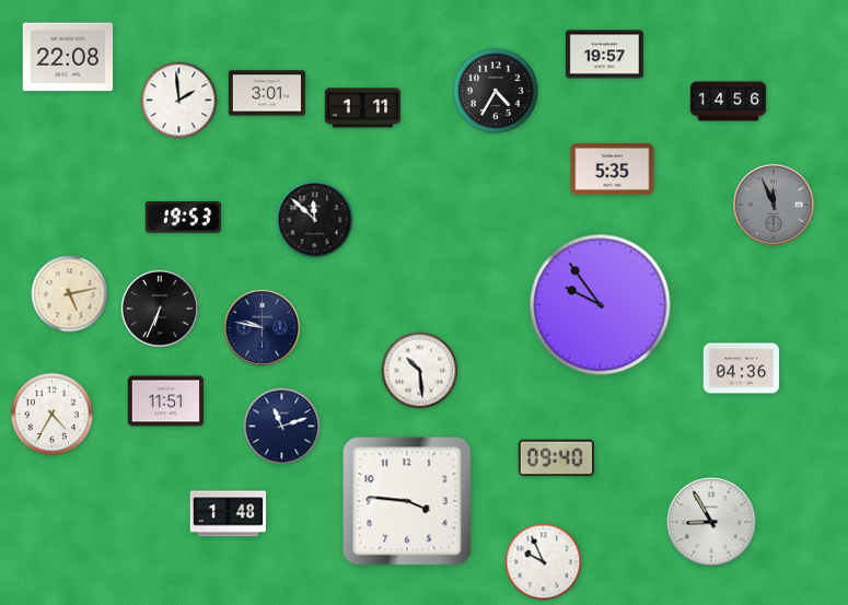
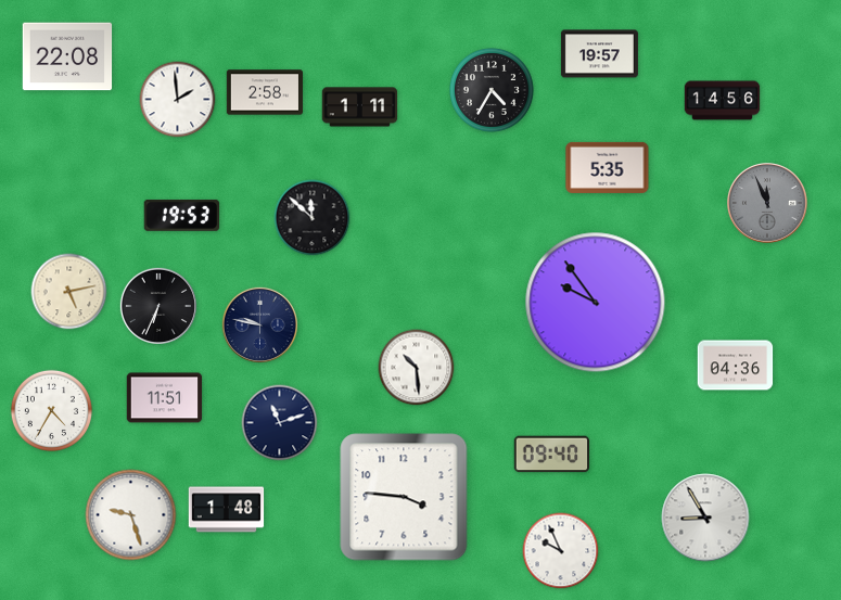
clock at (266, 93): 3:01 -> 2:58
clock at (131, 515): none -> 9:27
clock at (544, 562) position: (544, 562) -> (561, 551)
